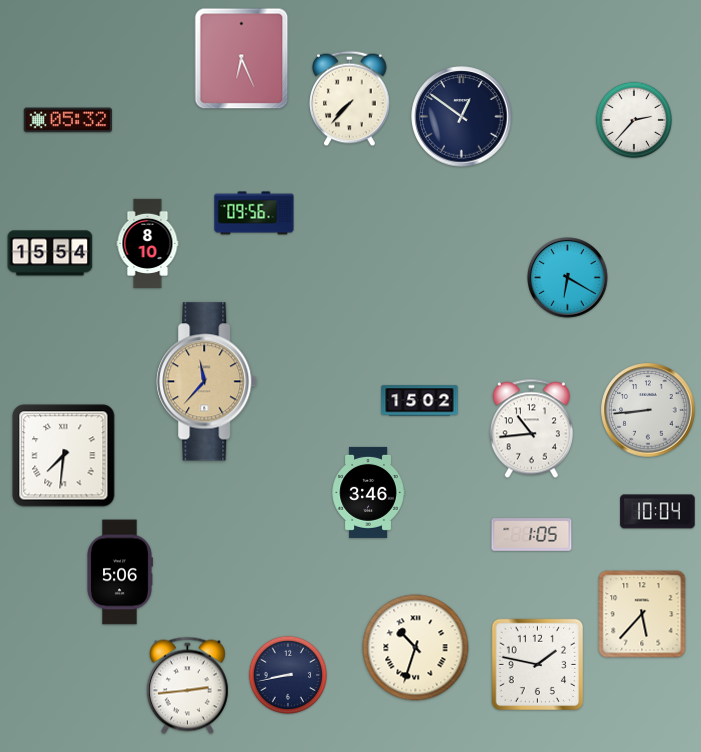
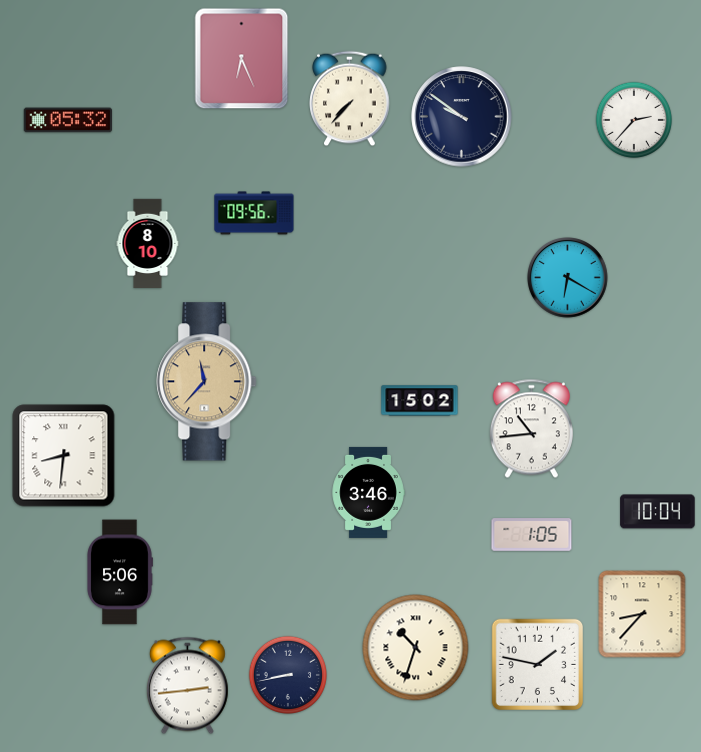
clock at (462, 117): 12:51 -> 9:51
clock at (50, 253): 15:54 -> none
clock at (648, 410): 8:44 -> none
clock at (64, 456): 7:31 -> 8:31
clock at (642, 614): 5:37 -> 8:37
